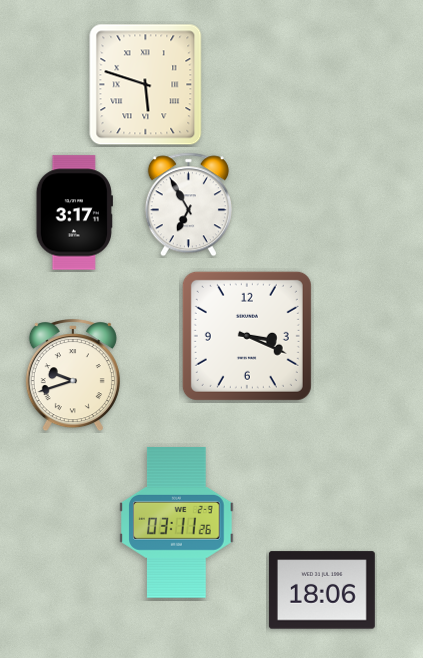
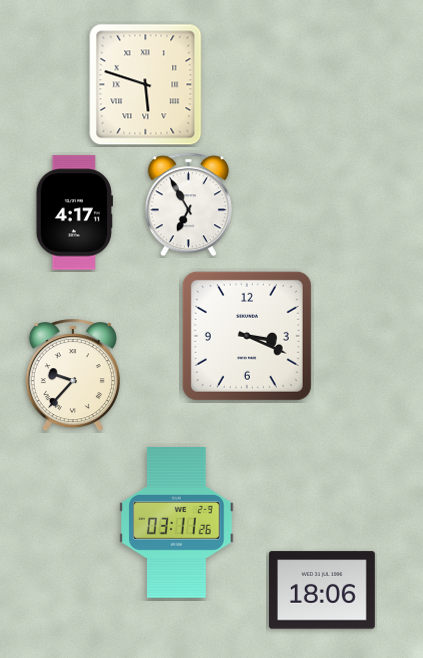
clock at (74, 213): 3:17 -> 4:17
clock at (73, 376): 9:42 -> 9:37
